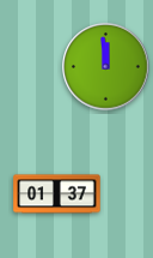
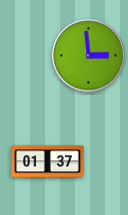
clock at (106, 67): 11:59 -> 2:59
